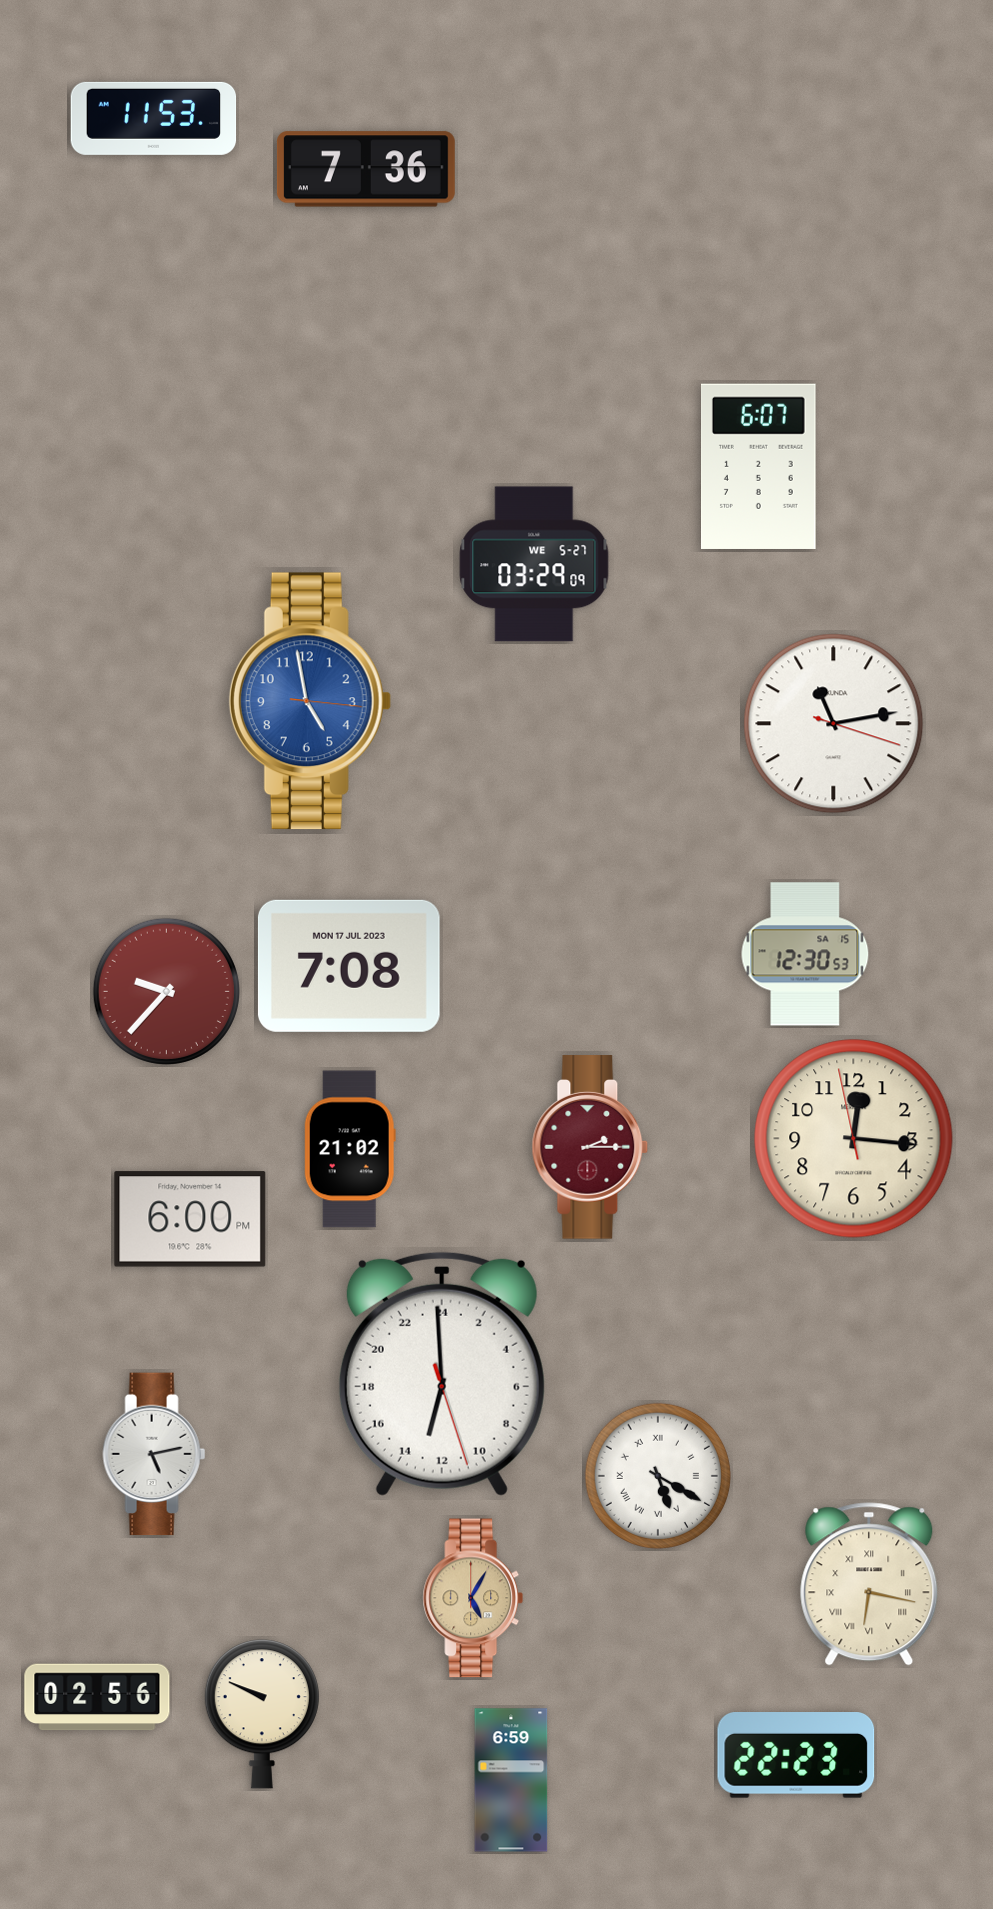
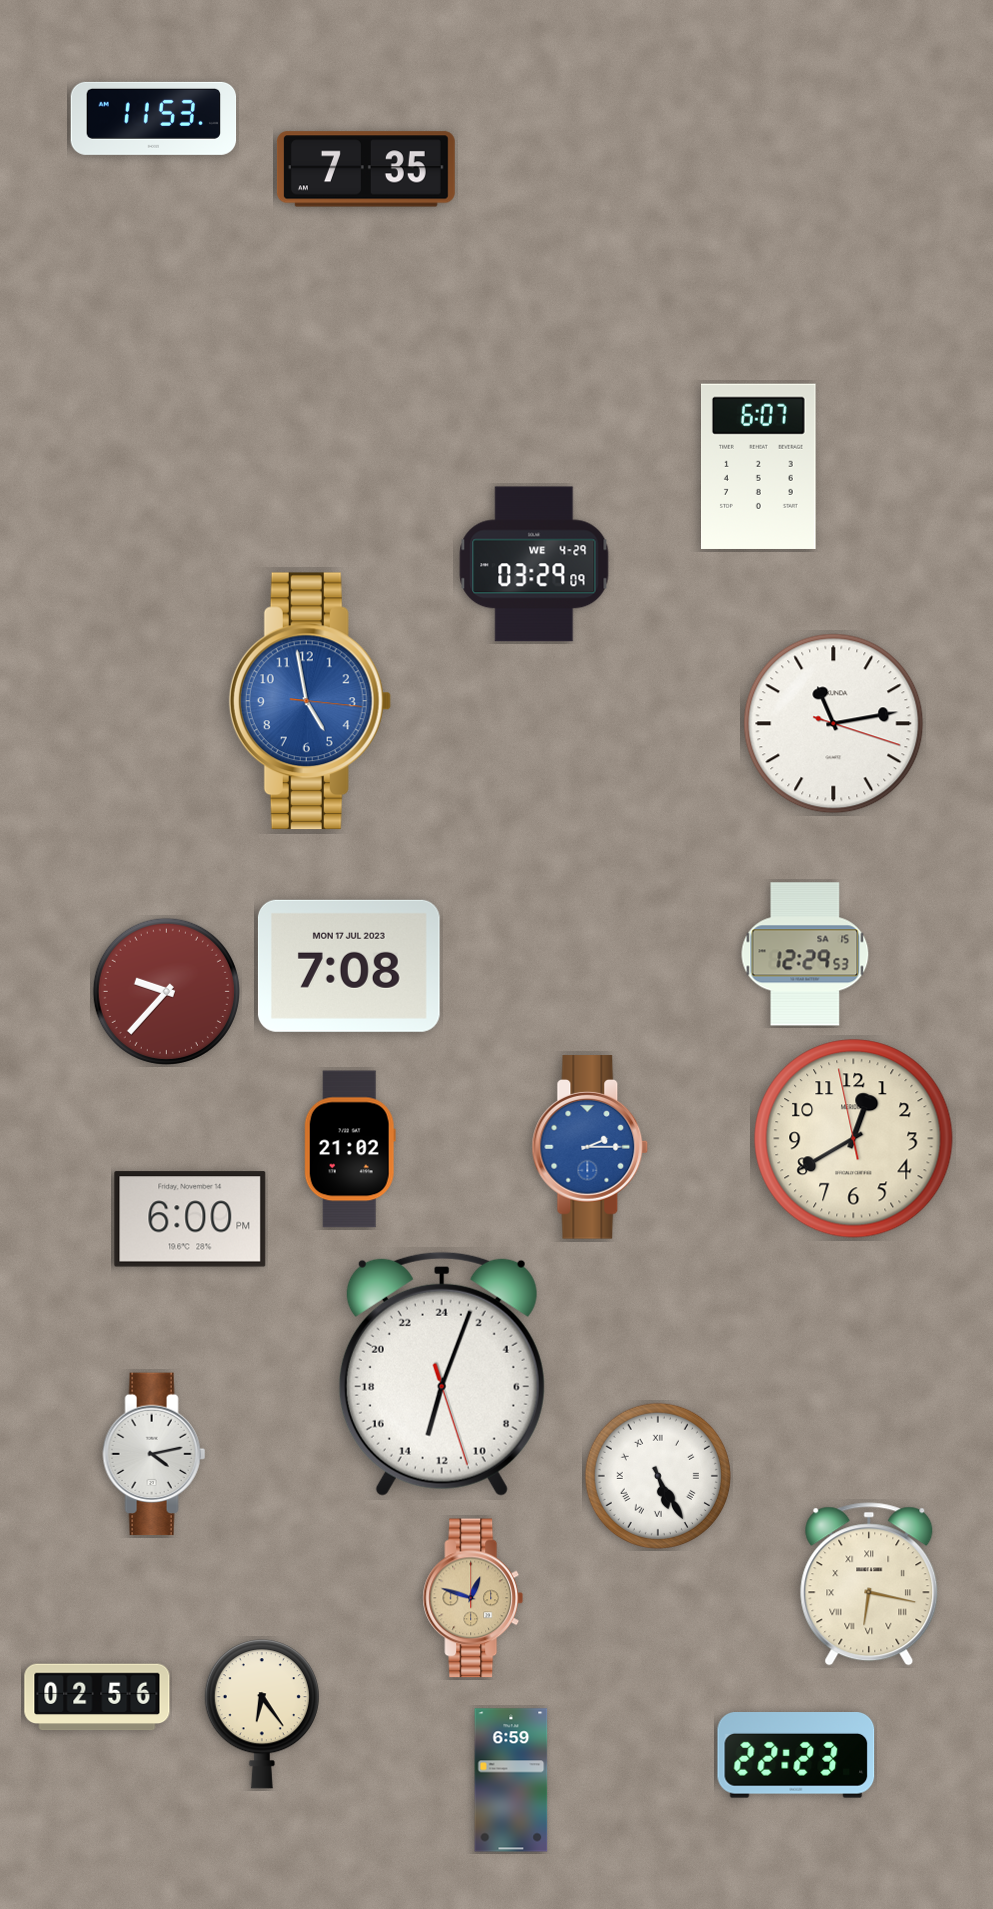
clock at (366, 169): 7:36 -> 7:35
clock at (534, 564) date: WE 5-27 -> WE 4-29
clock at (805, 954): 12:30 -> 12:29
clock at (854, 1139): 12:15 -> 12:39
clock at (590, 1147) dial: burgundy -> blue
clock at (442, 1374): 12:59 -> 13:03
clock at (154, 1454): 5:13 -> 4:13
clock at (658, 1476): 5:20 -> 5:25
clock at (473, 1598): 5:05 -> 12:48
clock at (262, 1714): 9:49 -> 6:24
